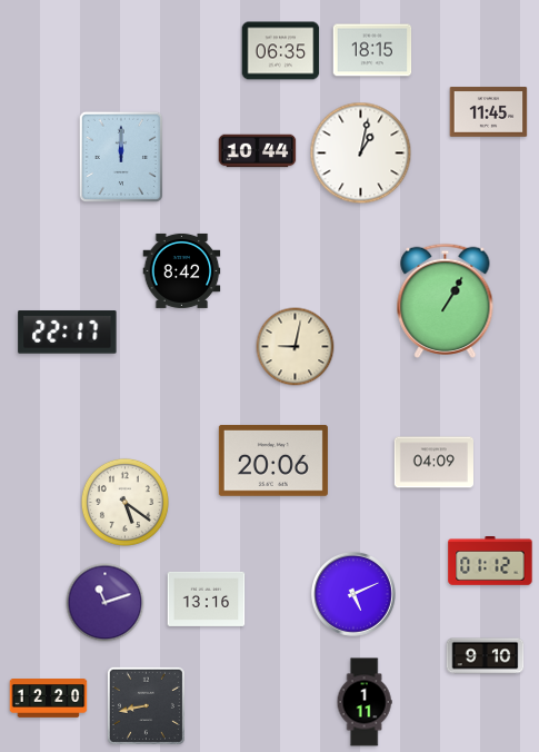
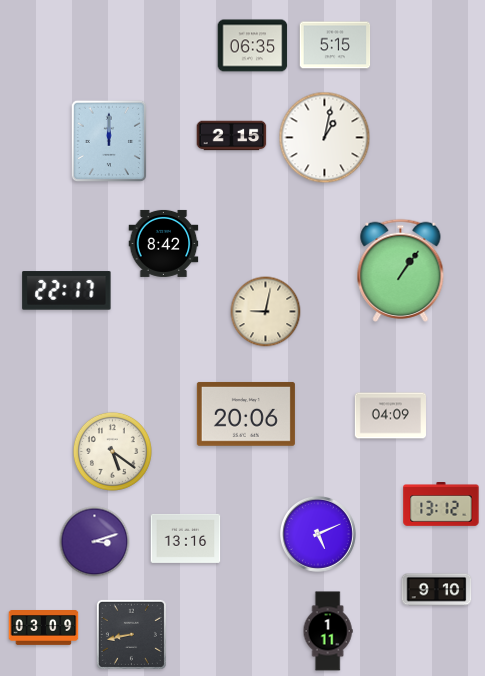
clock at (372, 50): 18:15 -> 5:15
clock at (489, 112): 11:45 -> none
clock at (258, 151): 10:44 -> 2:15
clock at (446, 300): 1:05 -> 1:06
clock at (68, 333) position: (68, 333) -> (67, 291)
clock at (490, 561): 01:12 -> 13:12
clock at (106, 603): 11:12 -> 3:12
clock at (49, 699): 12:20 -> 03:09
